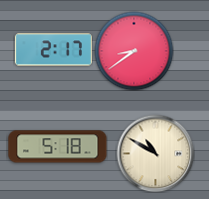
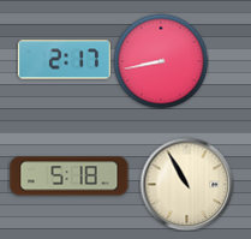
clock at (134, 51): 8:39 -> 8:43
clock at (155, 153): 10:50 -> 10:55
